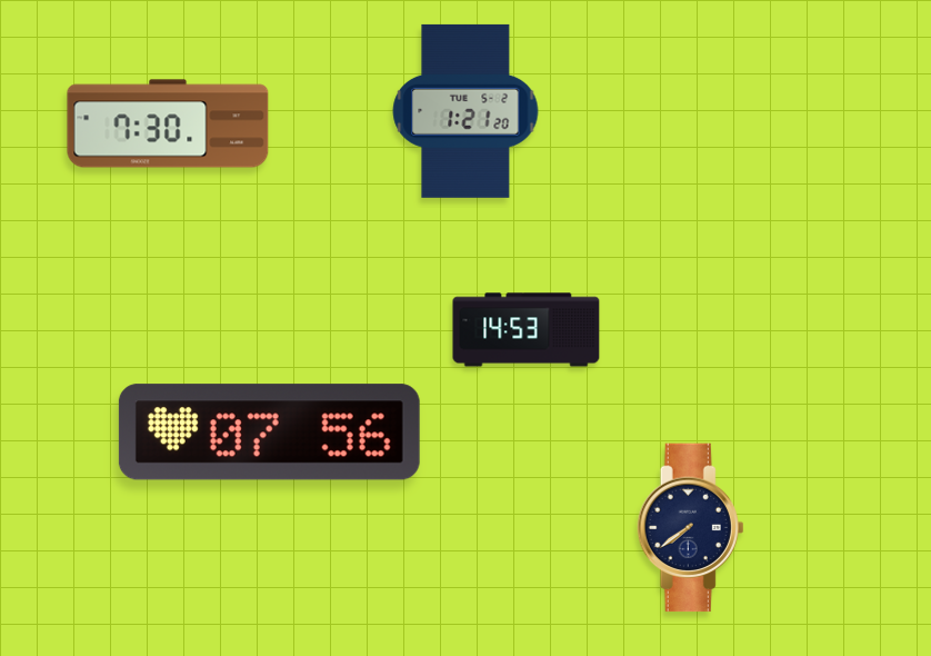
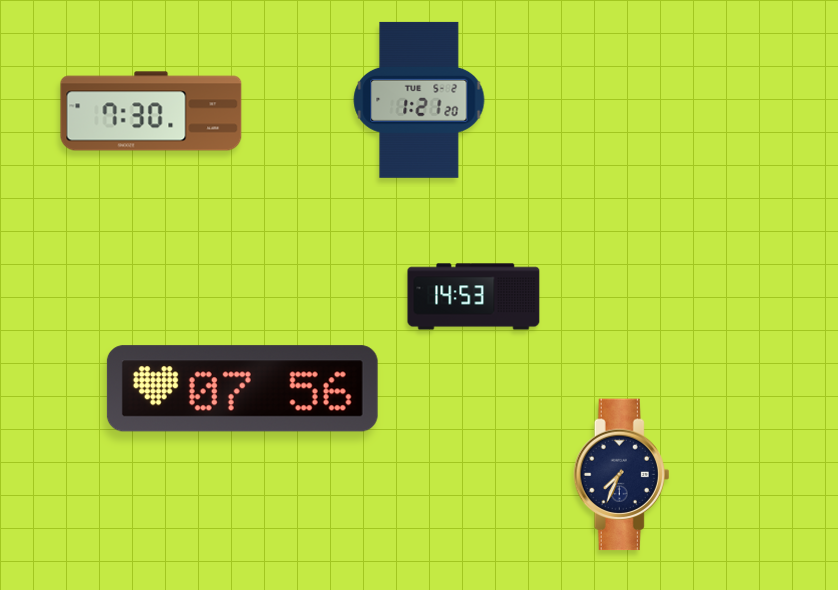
clock at (691, 528): 7:39 -> 7:34
